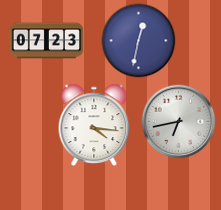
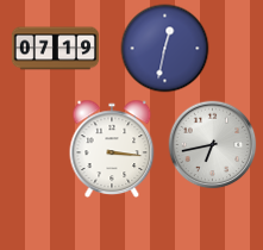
clock at (47, 41): 07:23 -> 07:19
clock at (94, 124): 4:16 -> 3:16
